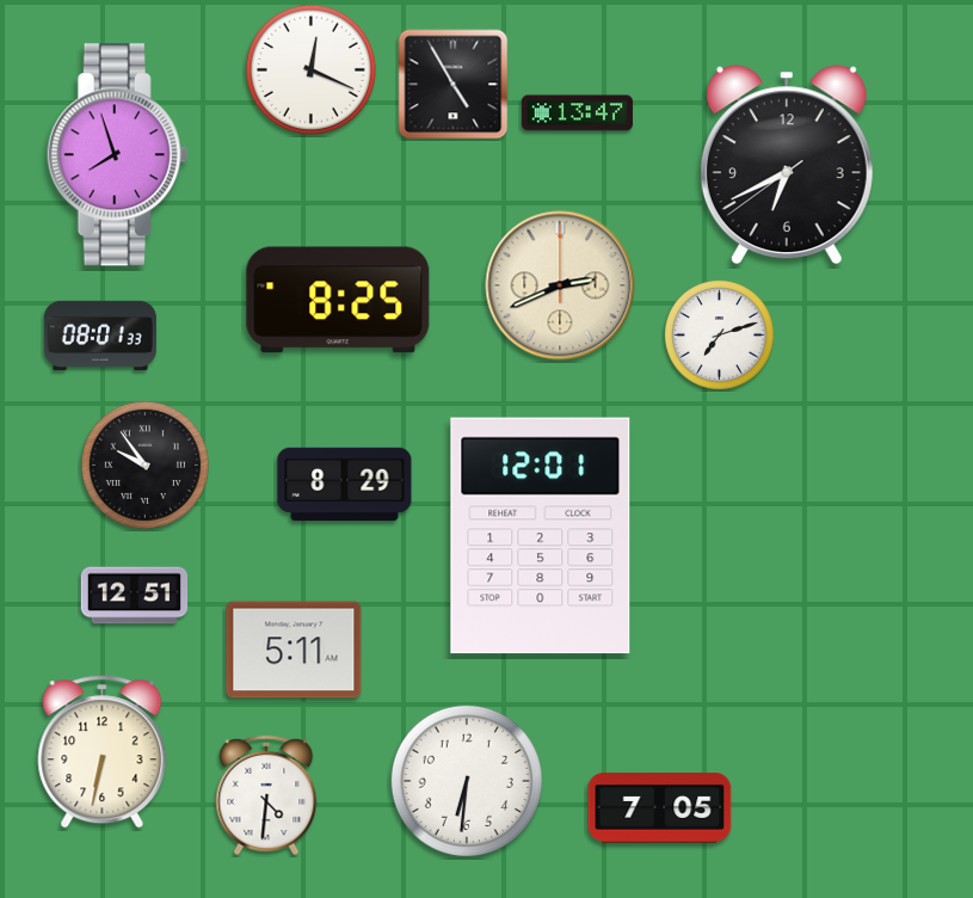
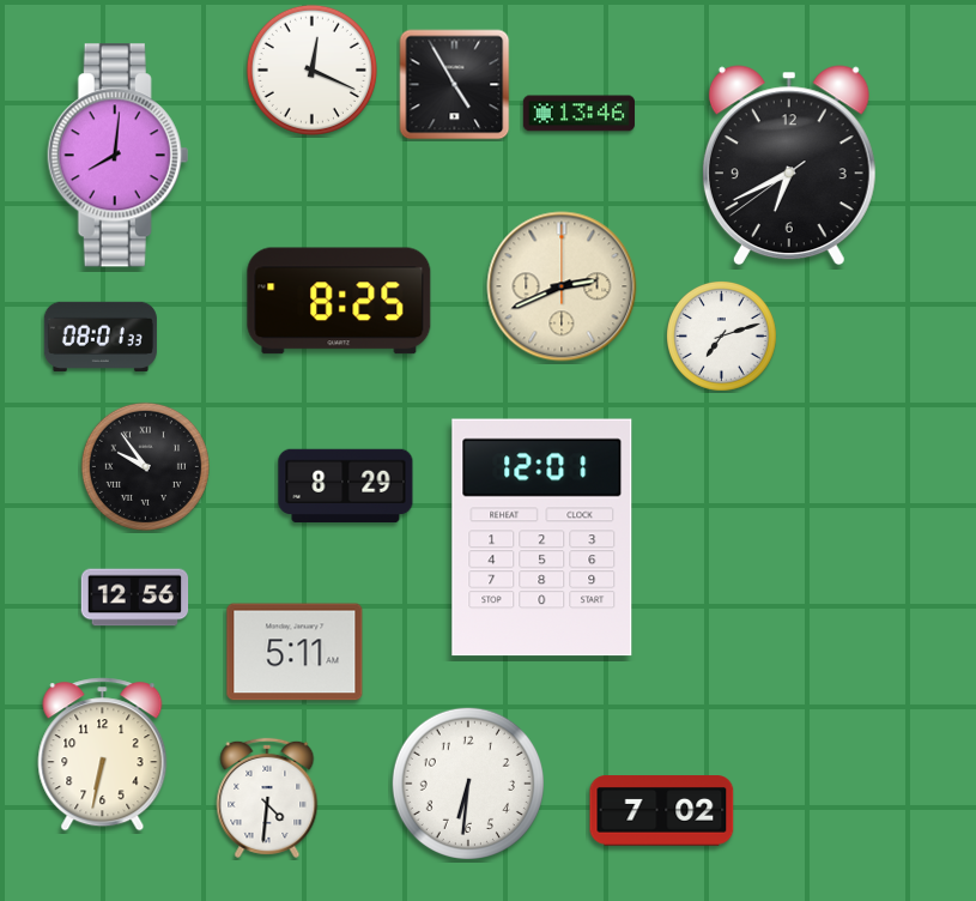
clock at (577, 113): 13:47 -> 13:46
clock at (118, 155): 7:57 -> 8:01
clock at (135, 596): 12:51 -> 12:56
clock at (660, 808): 7:05 -> 7:02
